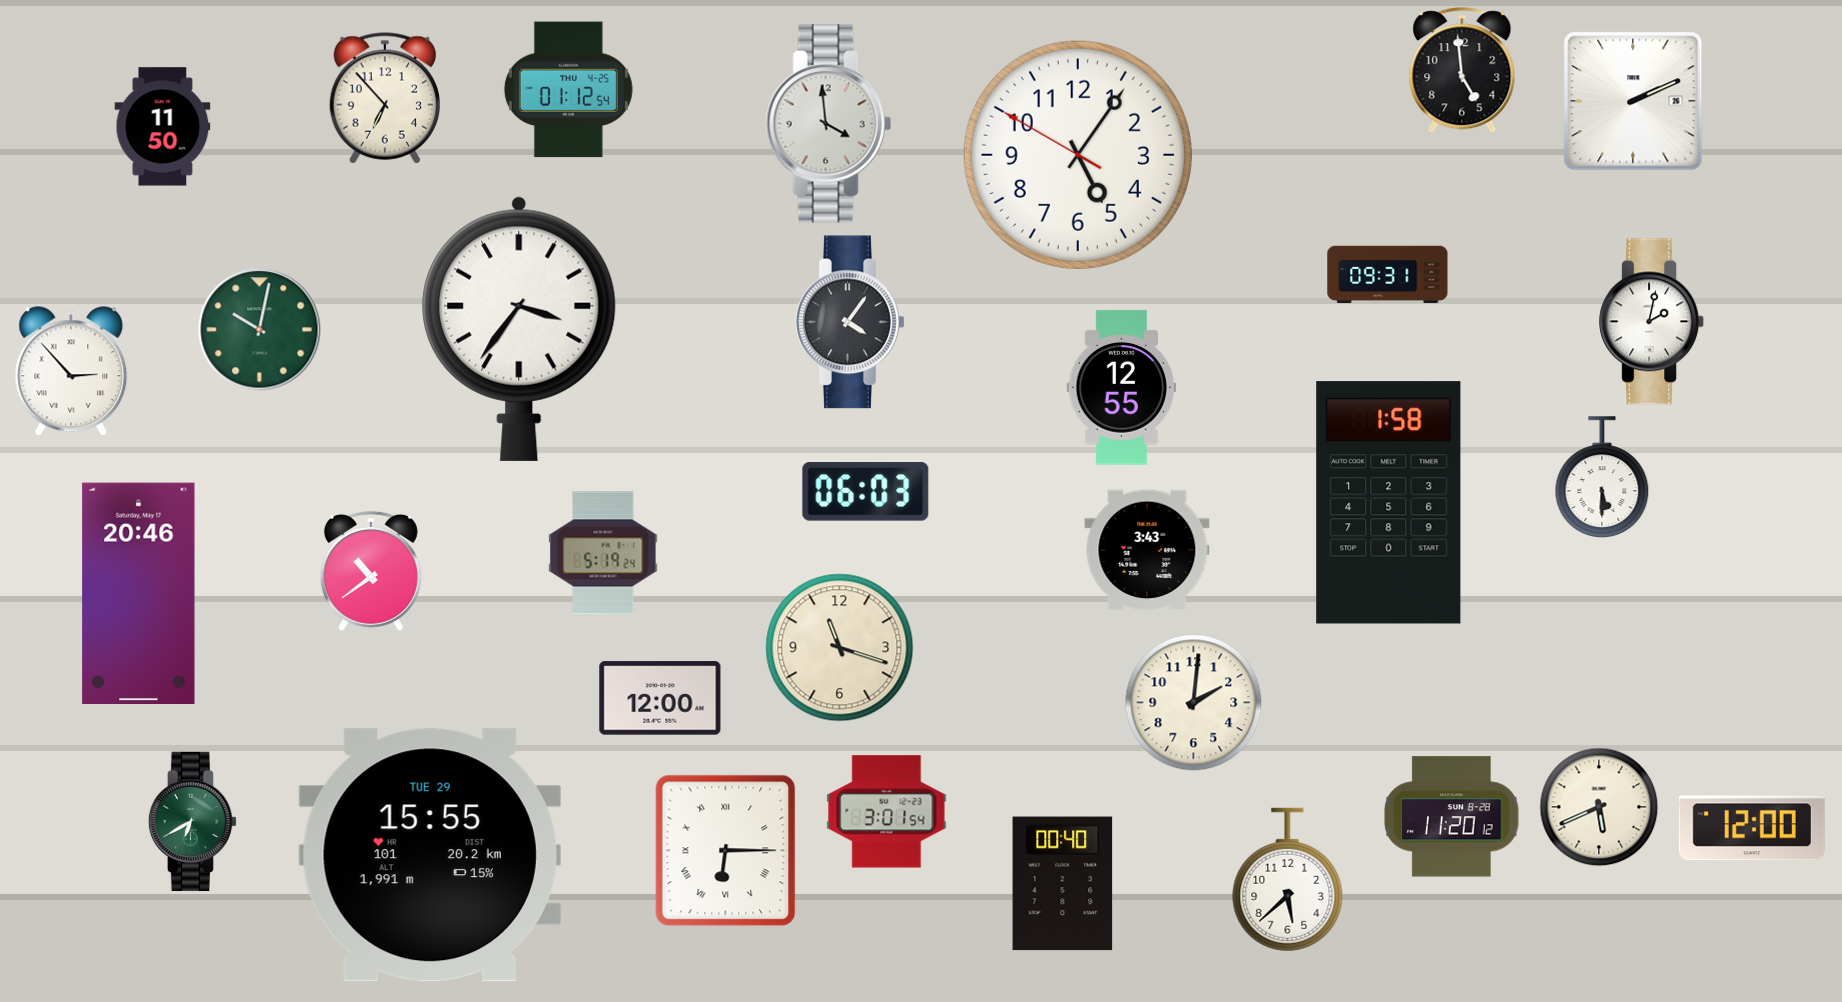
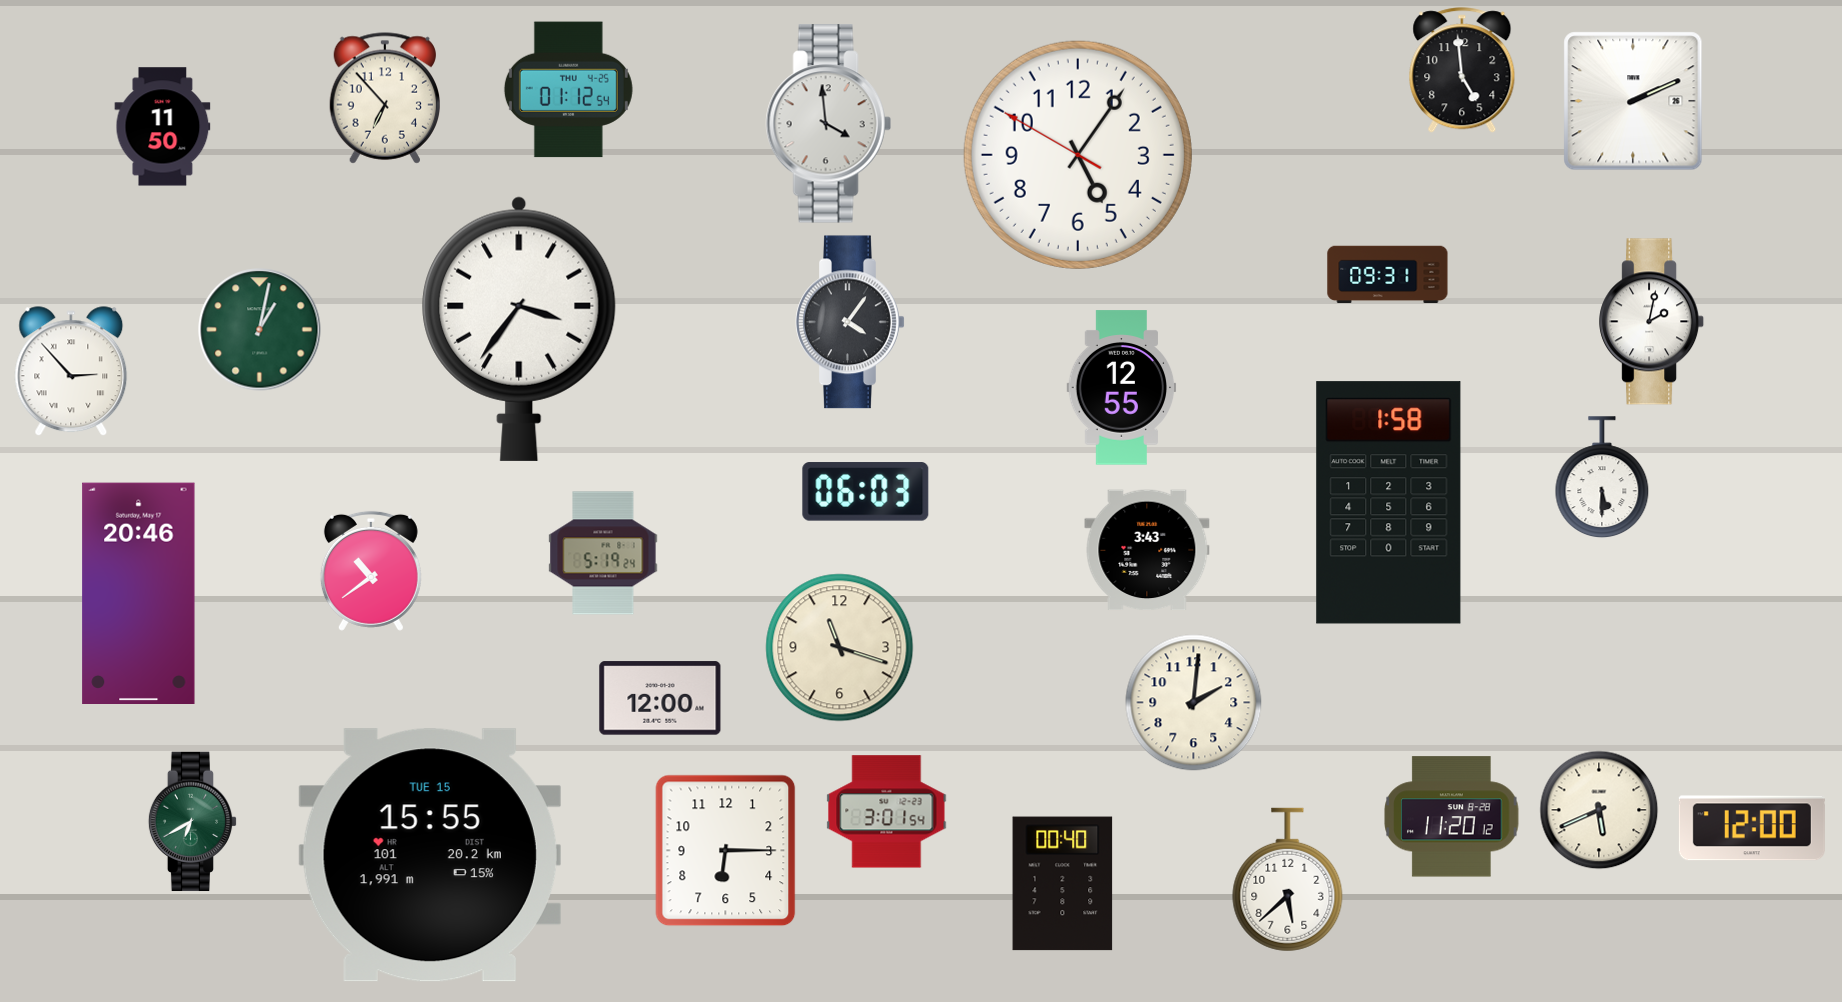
clock at (260, 330): 10:02 -> 1:02
clock at (1599, 807) position: (1599, 807) -> (1599, 810)
clock at (726, 851) numerals: Roman -> Arabic
clock at (430, 855) date: TUE 29 -> TUE 15
